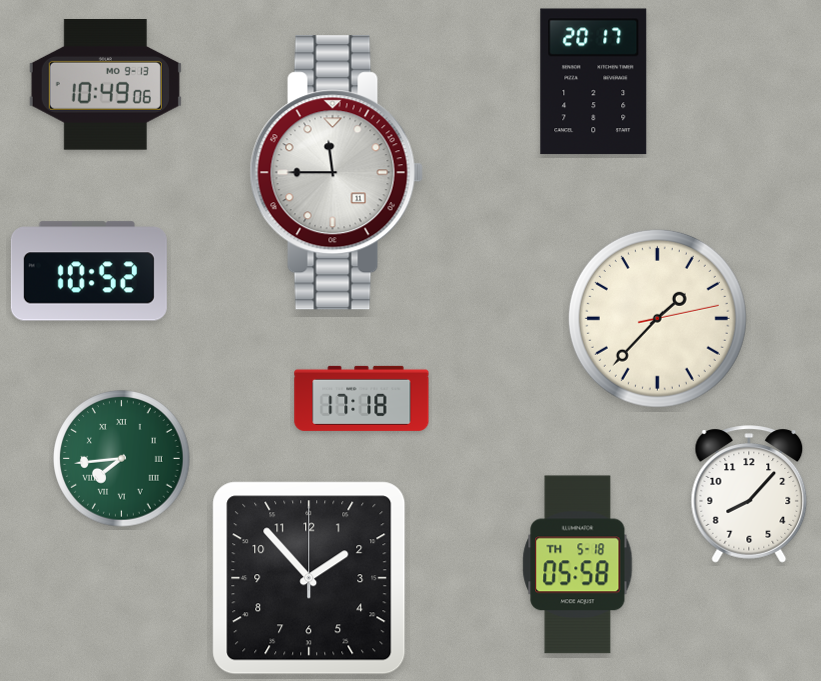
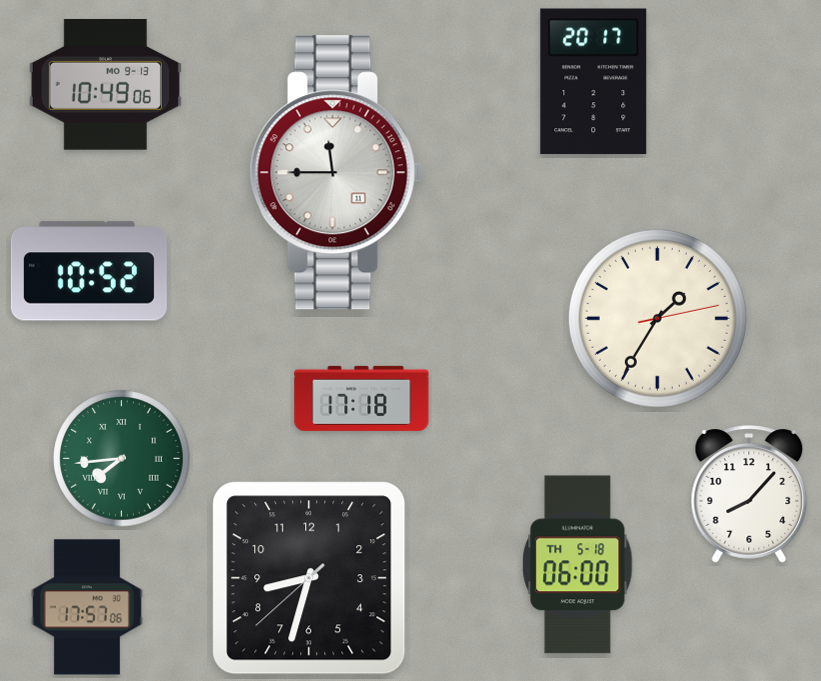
clock at (657, 318): 1:37 -> 1:35
clock at (578, 565): 05:58 -> 06:00
clock at (309, 578): 1:53 -> 8:32
clock at (87, 607): none -> 17:57
